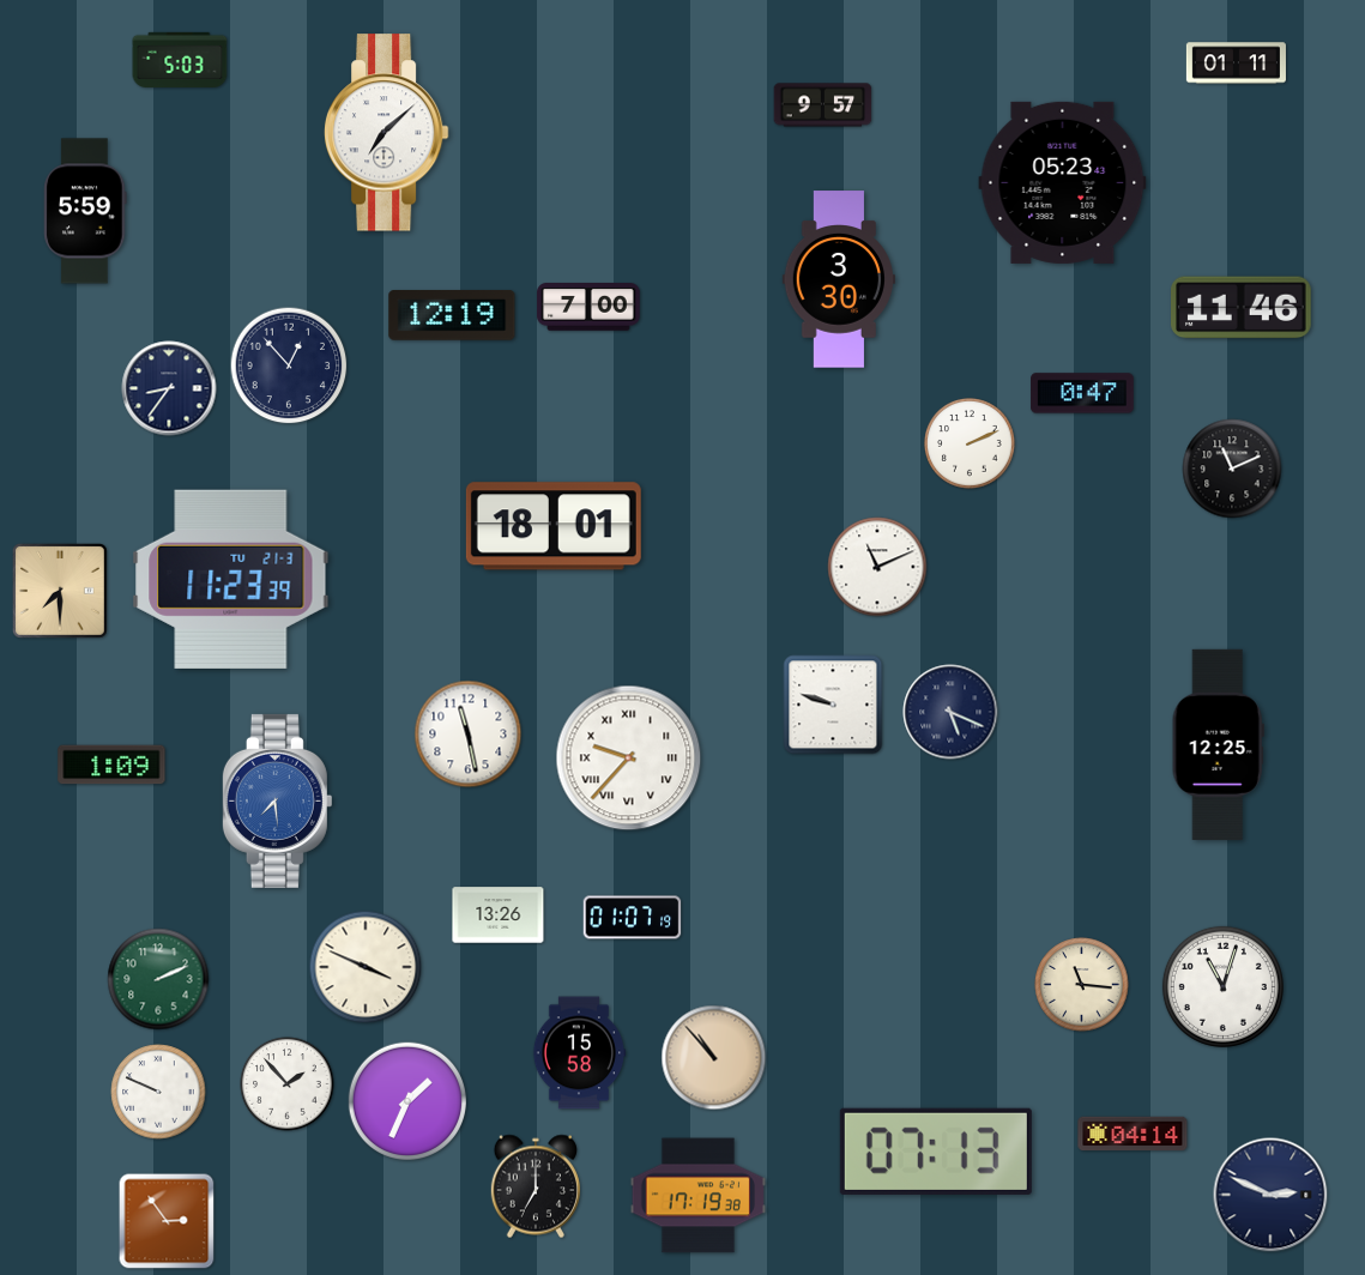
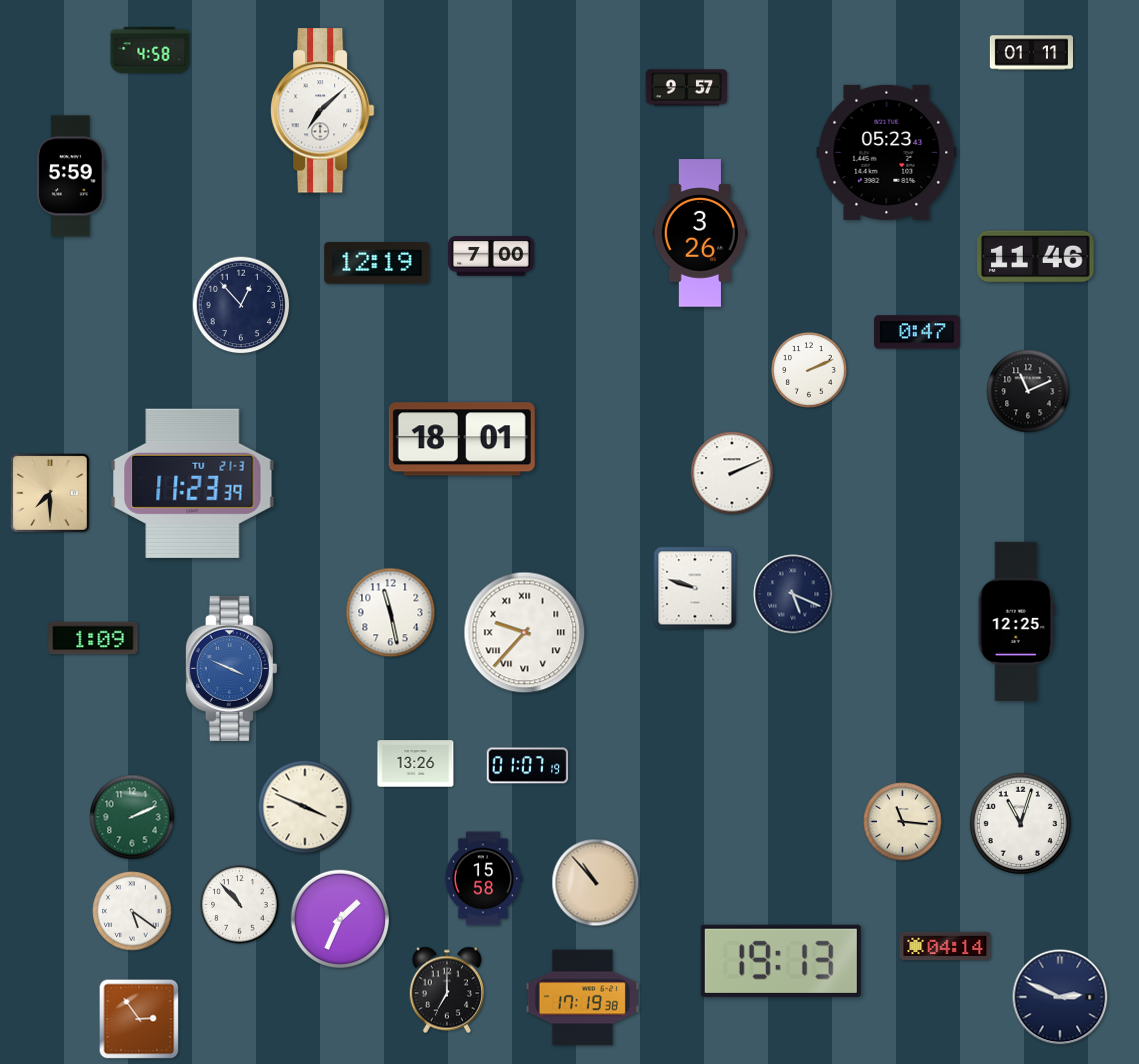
clock at (180, 60): 5:03 -> 4:58
clock at (838, 279): 3:30 -> 3:26
clock at (169, 388): 8:36 -> none
clock at (1082, 393) position: (1082, 393) -> (917, 332)
clock at (877, 567): 11:11 -> 2:11
clock at (277, 800): 7:29 -> 3:49
clock at (288, 1084): 1:53 -> 10:53
clock at (158, 1092): 9:49 -> 5:21
clock at (936, 1152): 07:13 -> 19:13
